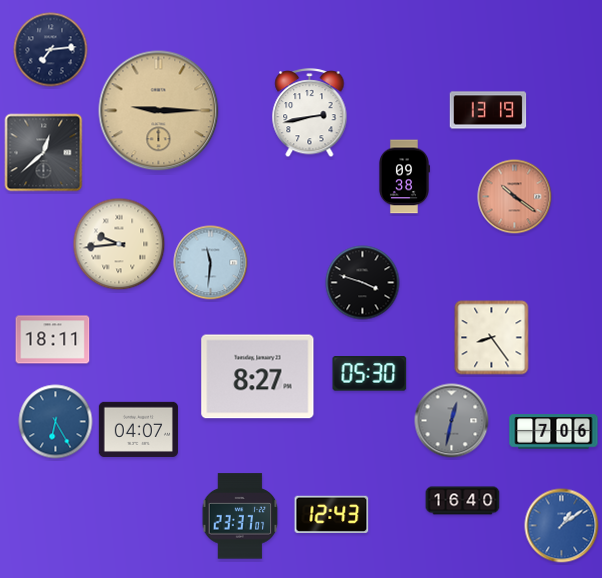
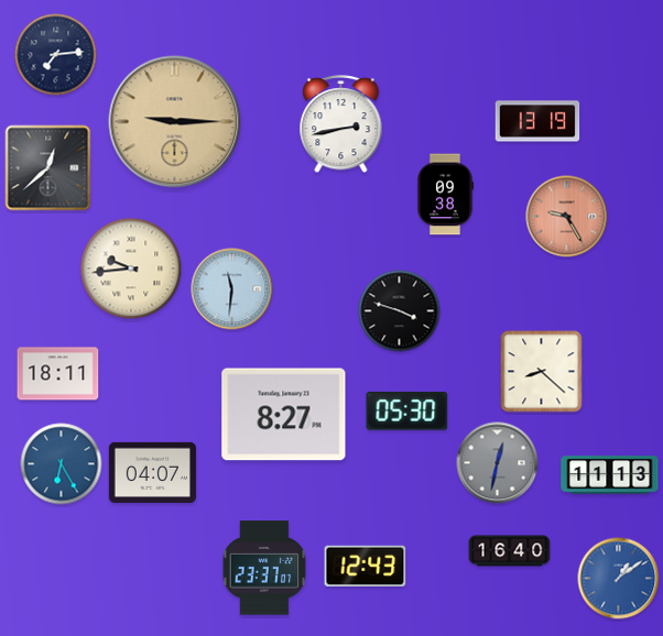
clock at (515, 197): 10:21 -> 9:25
clock at (492, 338): 8:24 -> 8:22
clock at (554, 432): 7:06 -> 11:13
